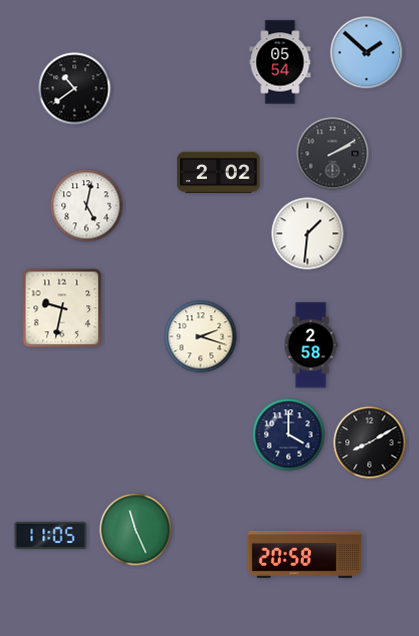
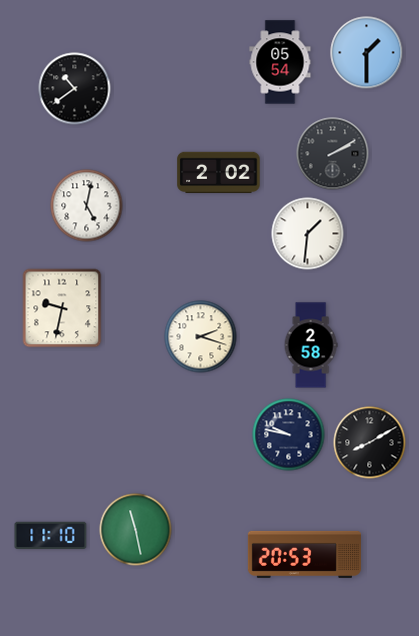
clock at (367, 53): 1:52 -> 1:30
clock at (289, 435): 4:00 -> 9:47
clock at (136, 530): 11:26 -> 11:28
clock at (51, 536): 11:05 -> 11:10
clock at (304, 554): 20:58 -> 20:53
